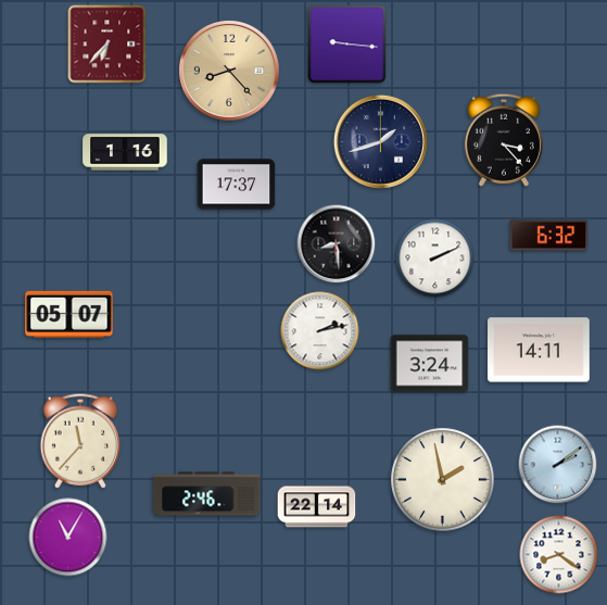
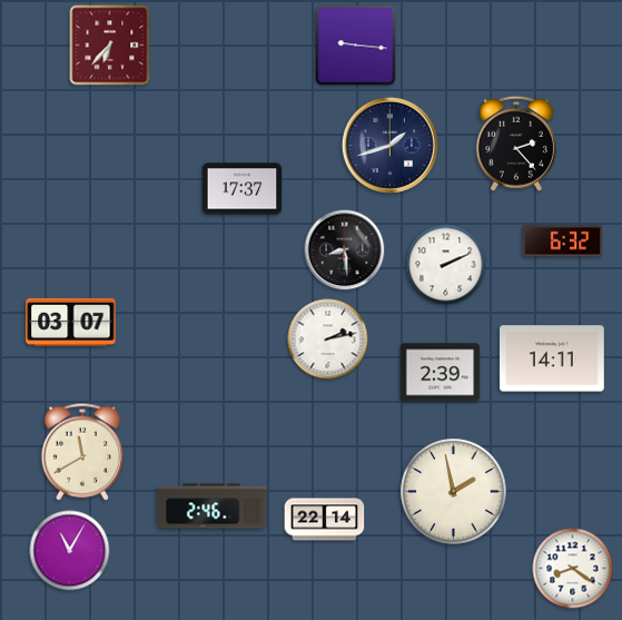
clock at (230, 72): 8:23 -> none
clock at (504, 140): 3:23 -> 2:23
clock at (125, 152): 1:16 -> none
clock at (69, 314): 05:07 -> 03:07
clock at (430, 364): 3:24 -> 2:39
clock at (80, 441): 11:37 -> 11:40
clock at (558, 465): 2:09 -> none
